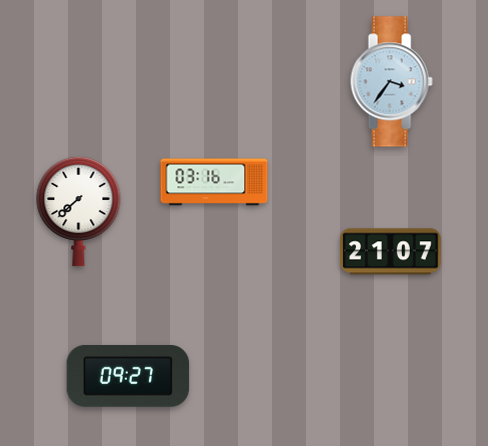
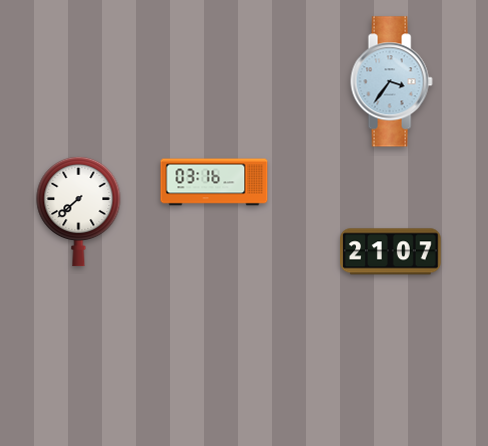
clock at (128, 376): 09:27 -> none
